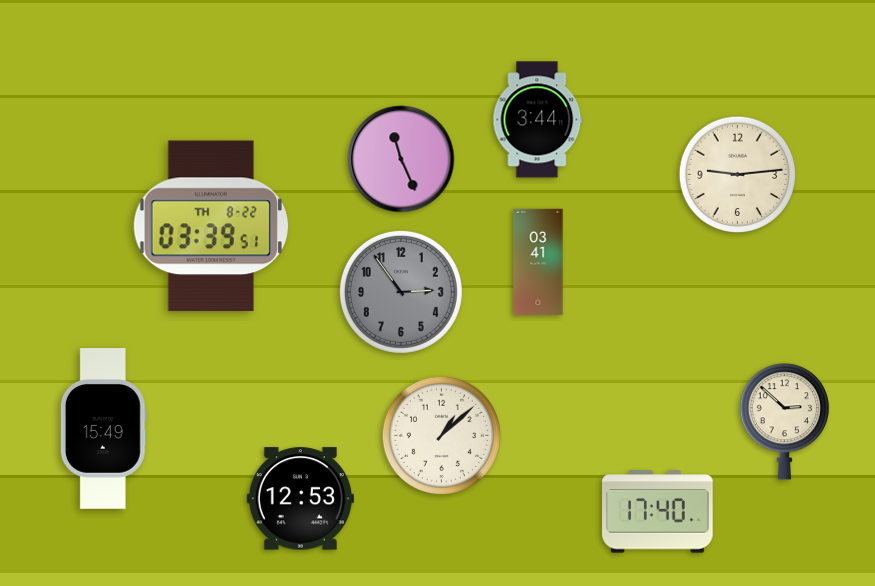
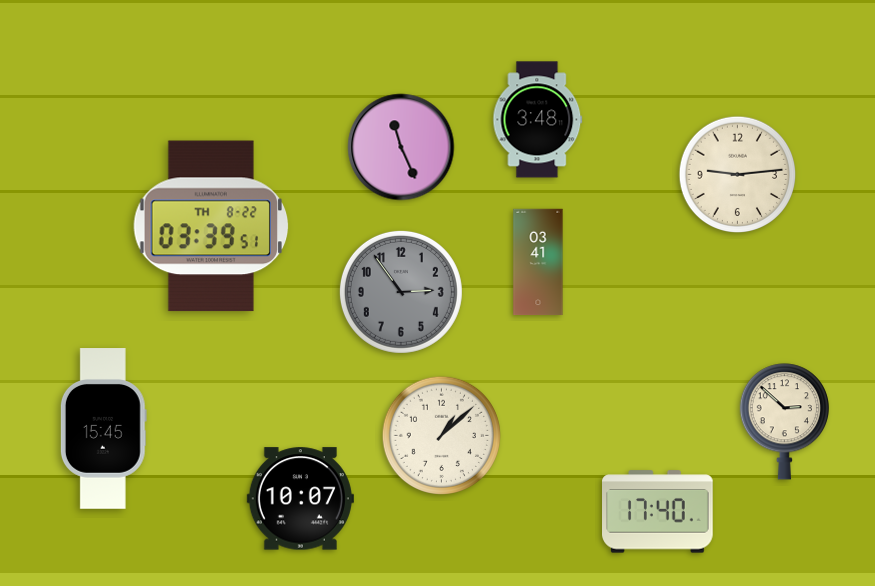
clock at (538, 120): 3:44 -> 3:48
clock at (401, 159) position: (401, 159) -> (401, 147)
clock at (103, 429): 15:49 -> 15:45
clock at (300, 499): 12:53 -> 10:07
